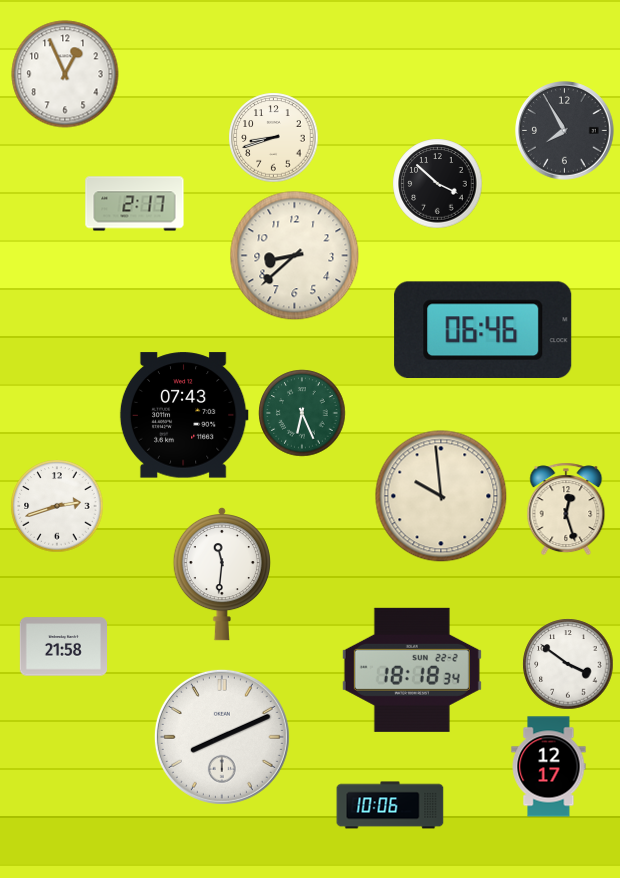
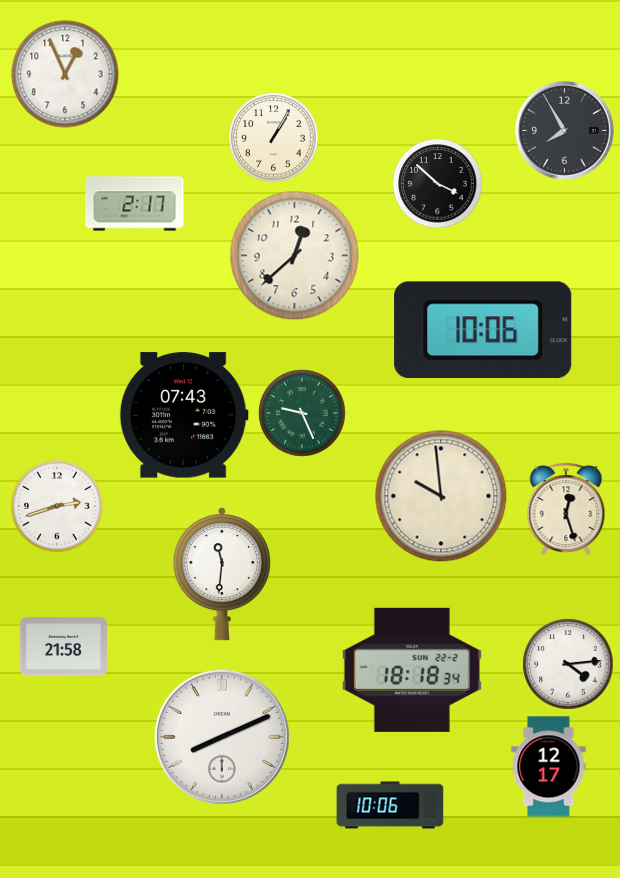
clock at (274, 138): 8:42 -> 1:05
clock at (295, 256): 8:38 -> 12:38
clock at (483, 329): 06:46 -> 10:06
clock at (302, 413): 6:26 -> 9:26
clock at (568, 664): 3:51 -> 4:14
